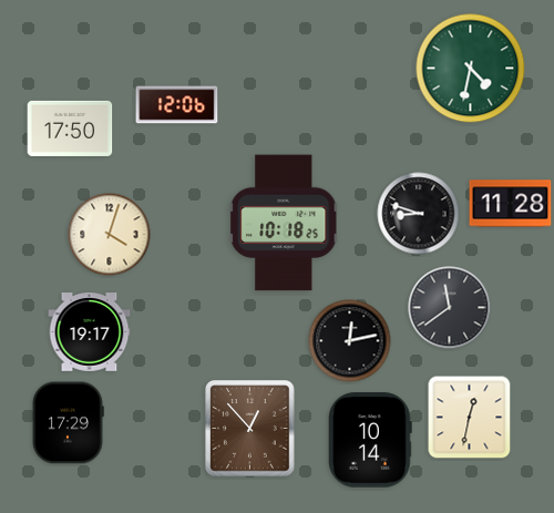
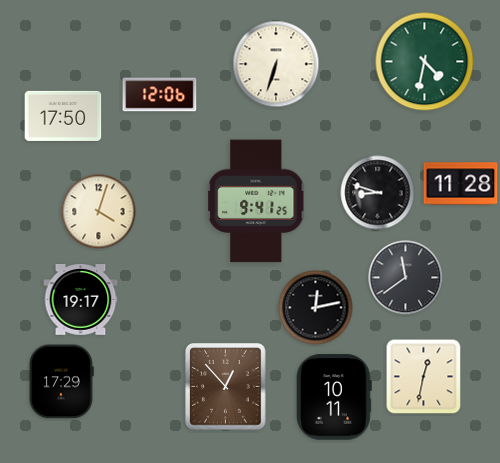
clock at (276, 64): none -> 6:33
clock at (285, 223): 10:18 -> 9:41
clock at (371, 440): 10:14 -> 10:11
